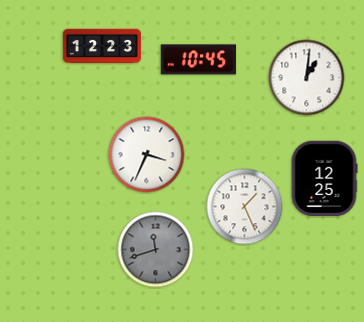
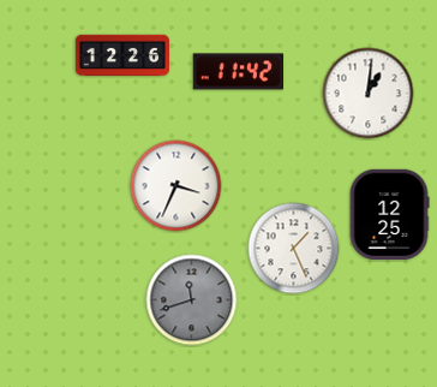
clock at (102, 46): 12:23 -> 12:26
clock at (198, 60): 10:45 -> 11:42
clock at (156, 250) position: (156, 250) -> (192, 300)
